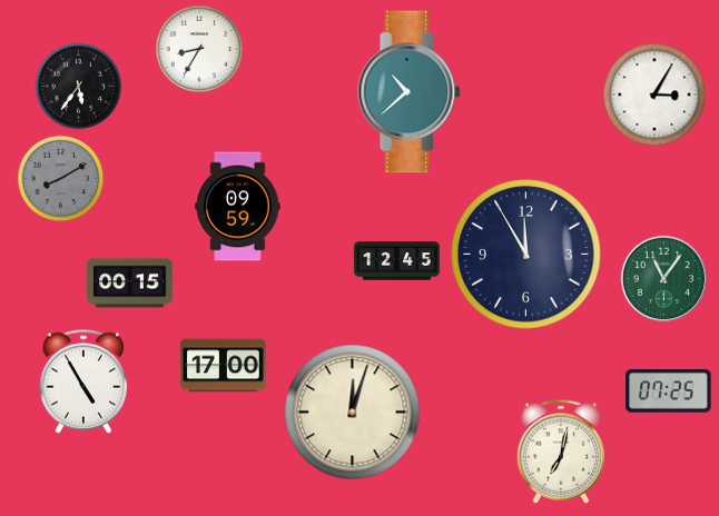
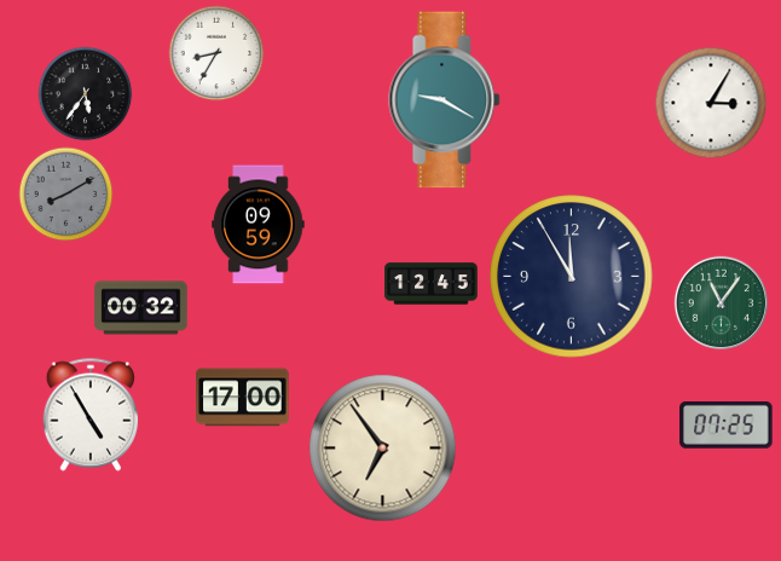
clock at (410, 92): 10:38 -> 9:20
clock at (130, 284): 00:15 -> 00:32
clock at (353, 413): 12:03 -> 6:54
clock at (561, 451): 7:02 -> none
